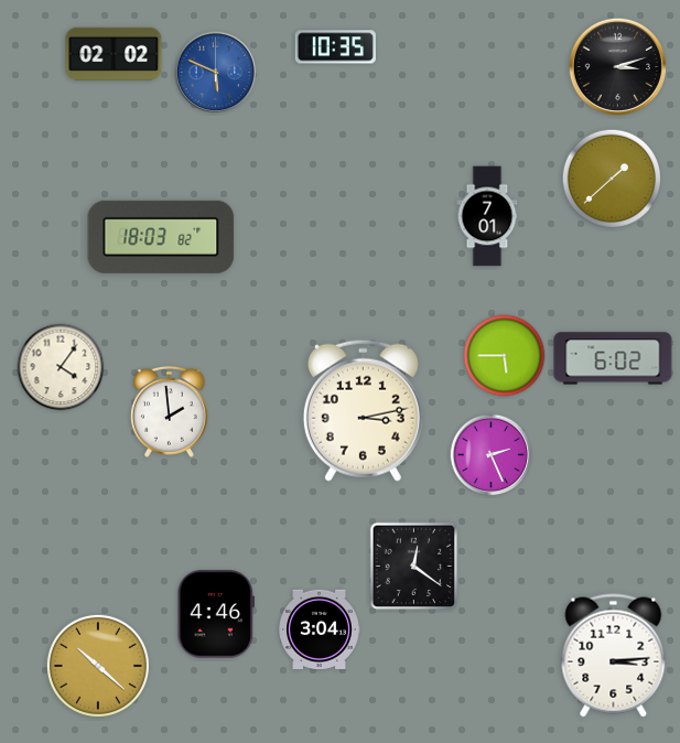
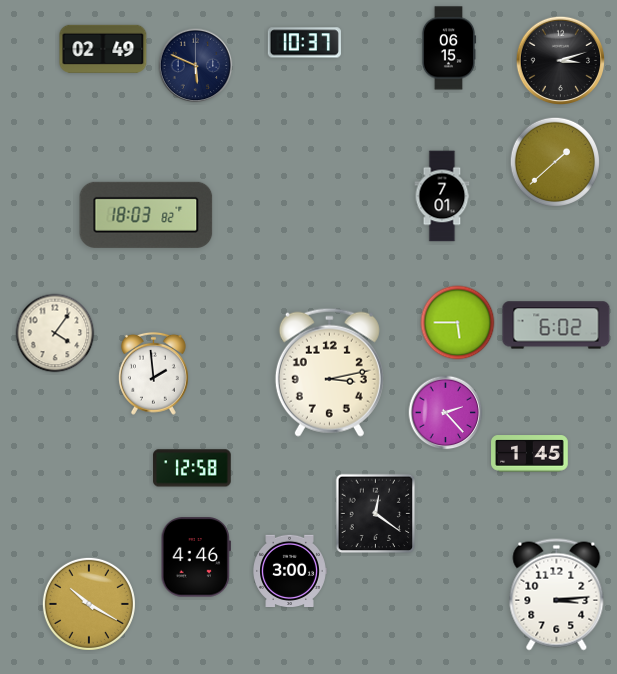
clock at (335, 47): 10:35 -> 10:37
clock at (449, 48): none -> 06:15
clock at (114, 54): 02:02 -> 02:49
clock at (216, 73) dial: blue -> navy
clock at (492, 455): 2:26 -> 2:23
clock at (530, 454): none -> 1:45
clock at (192, 468): none -> 12:58
clock at (320, 628): 3:04 -> 3:00
clock at (98, 666): 10:22 -> 10:20
